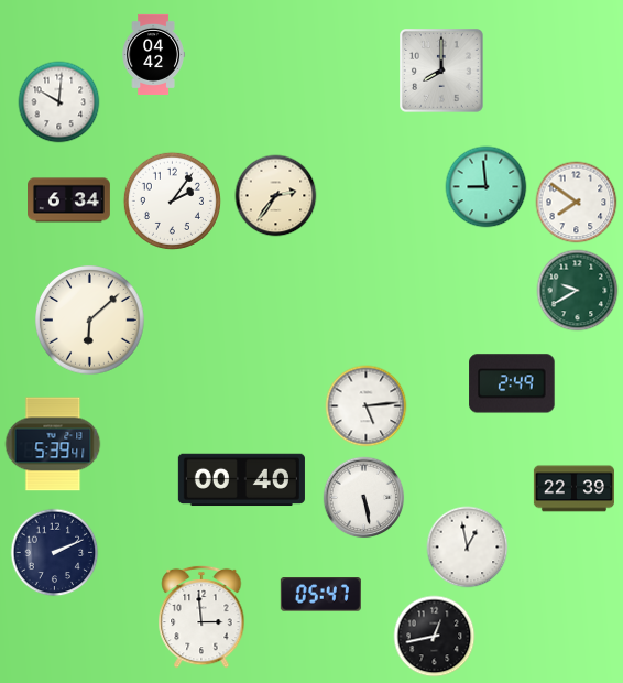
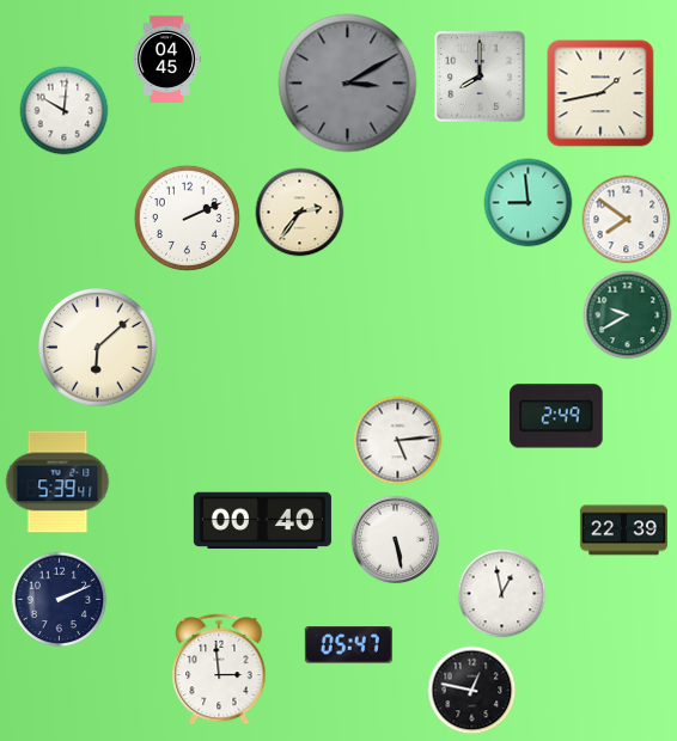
clock at (153, 54): 04:42 -> 04:45
clock at (348, 84): none -> 3:10
clock at (600, 93): none -> 1:43
clock at (69, 200): 6:34 -> none
clock at (172, 200): 2:06 -> 2:11
clock at (468, 548) position: (468, 548) -> (502, 594)
clock at (435, 637): 12:43 -> 12:47
